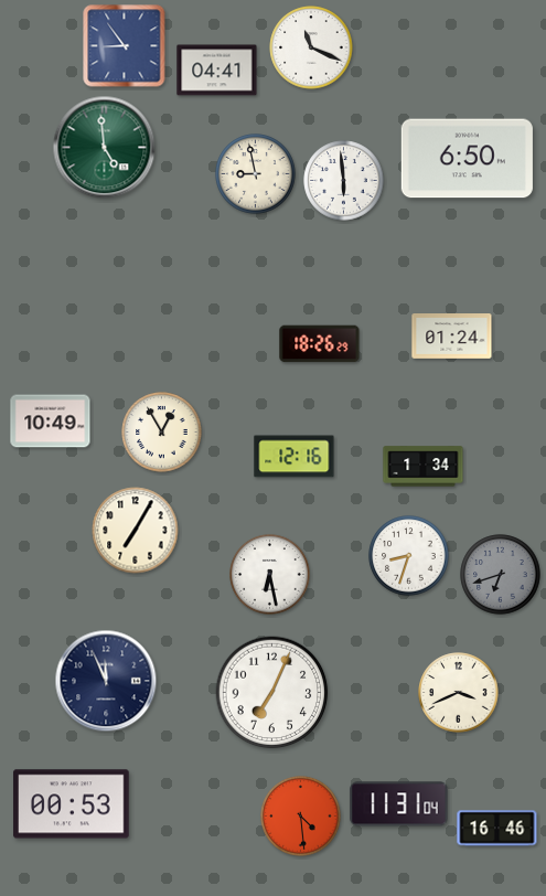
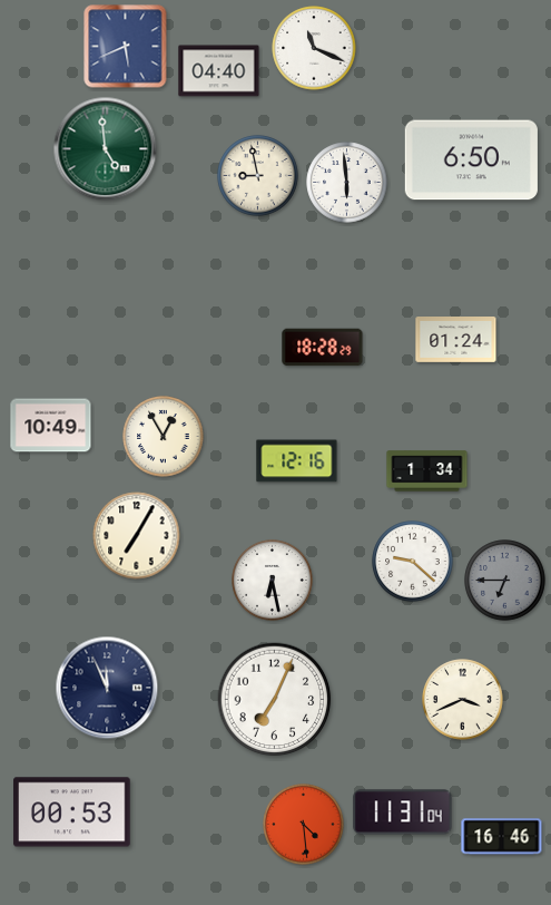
clock at (125, 46): 8:54 -> 5:41
clock at (217, 71): 04:41 -> 04:40
clock at (320, 344): 18:26 -> 18:28
clock at (409, 556): 8:33 -> 9:22
clock at (501, 575): 6:42 -> 6:45
